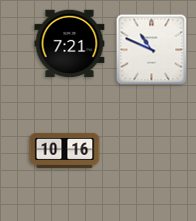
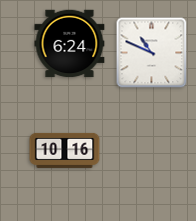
clock at (70, 44): 7:21 -> 6:24
clock at (152, 50) position: (152, 50) -> (152, 53)
